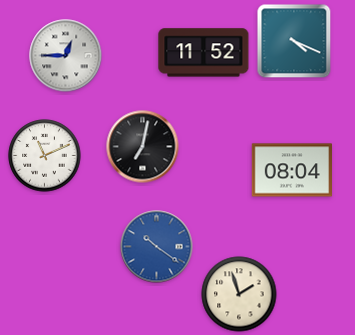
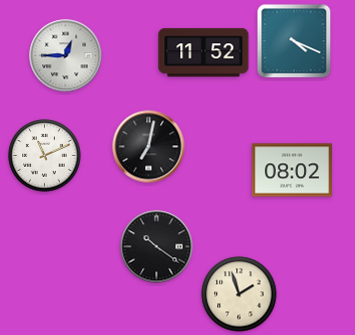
clock at (143, 147) position: (143, 147) -> (149, 147)
clock at (291, 170): 08:04 -> 08:02
clock at (157, 247) dial: blue -> black
